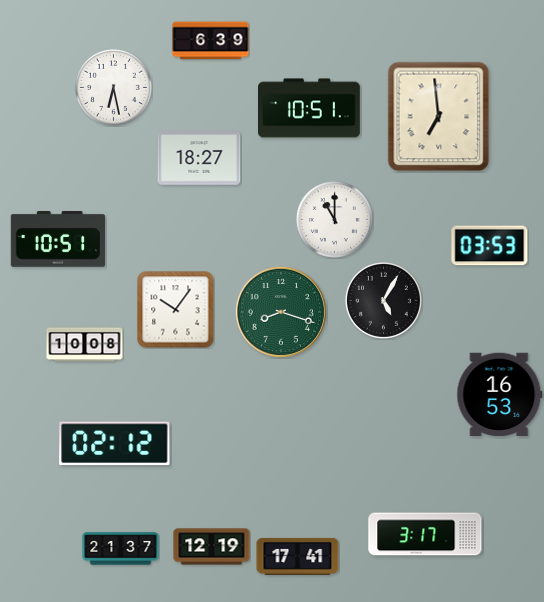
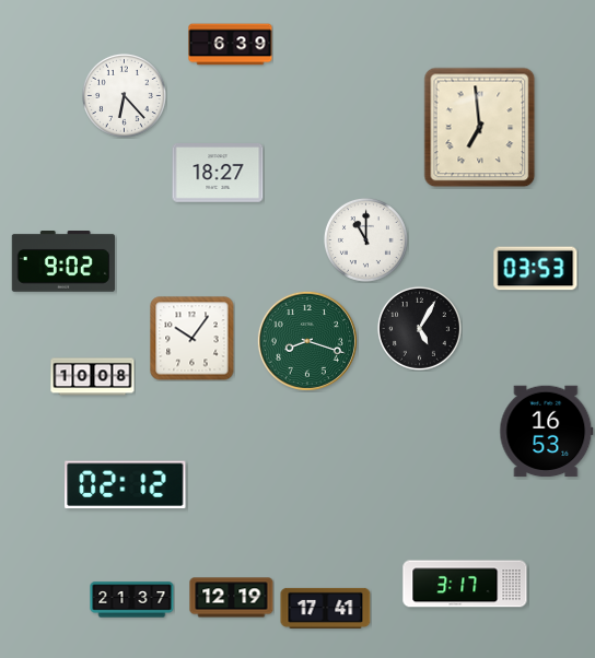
clock at (113, 87): 6:28 -> 6:23
clock at (310, 108): 10:51 -> none
clock at (57, 240): 10:51 -> 9:02
